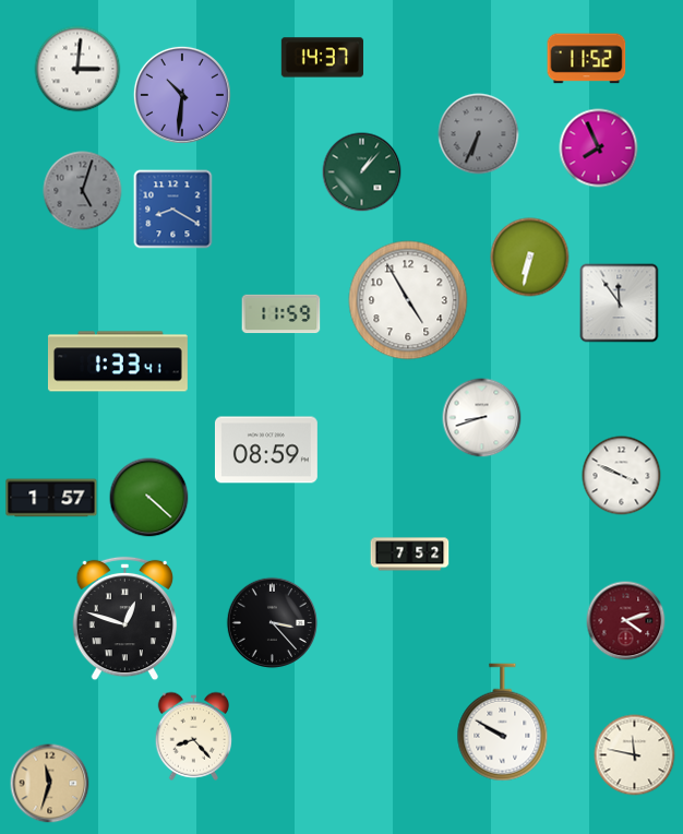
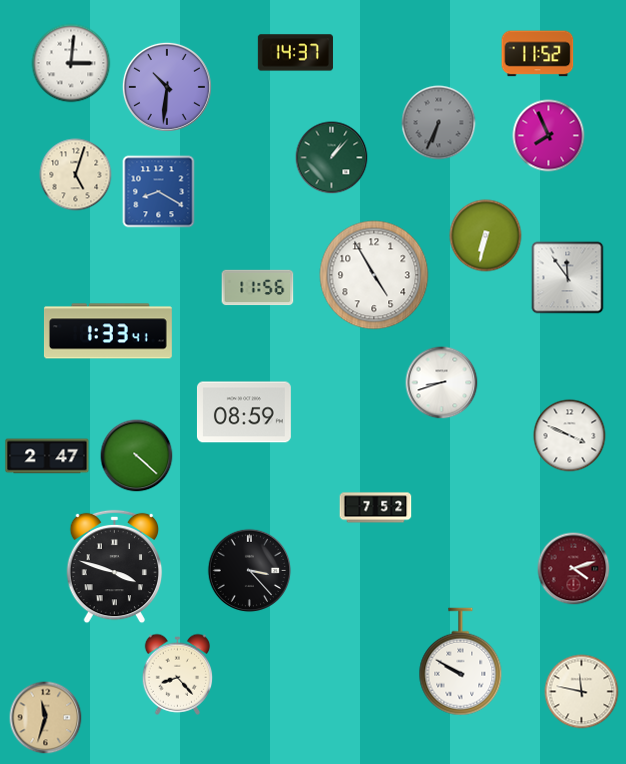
clock at (83, 191) dial: grey -> cream
clock at (281, 314): 11:59 -> 11:56
clock at (51, 498): 1:57 -> 2:47
clock at (125, 619): 12:48 -> 3:48
